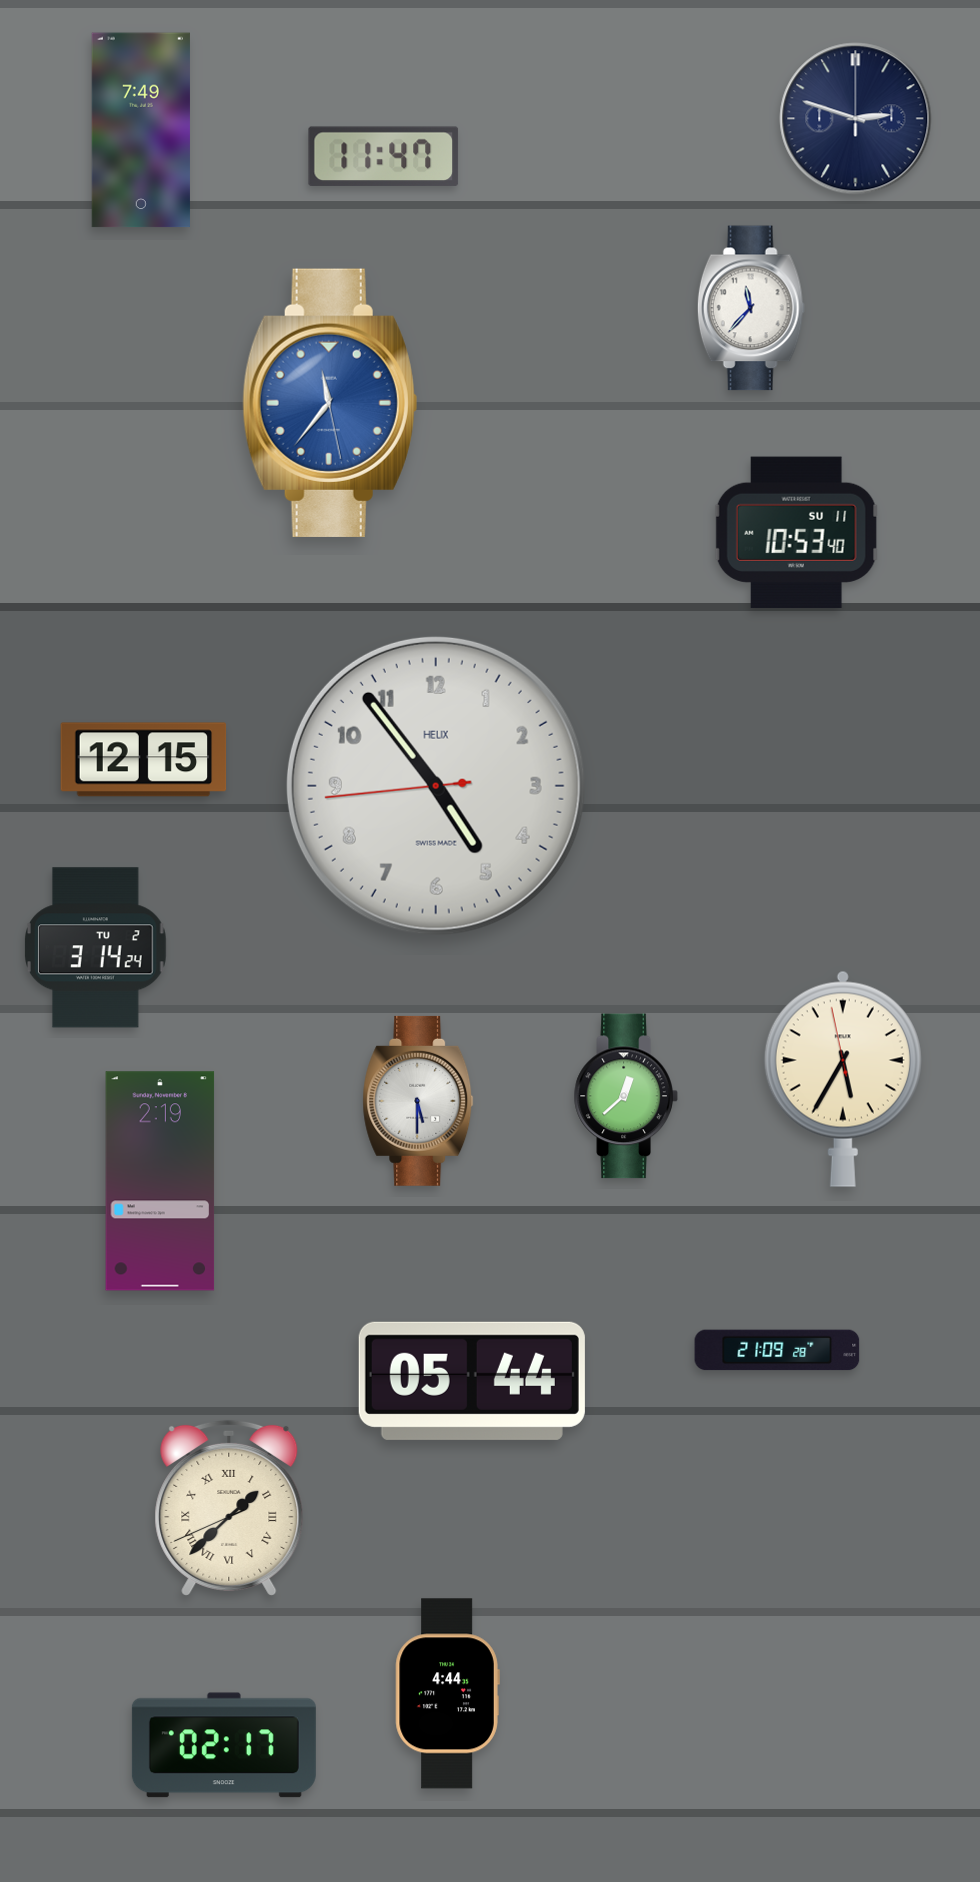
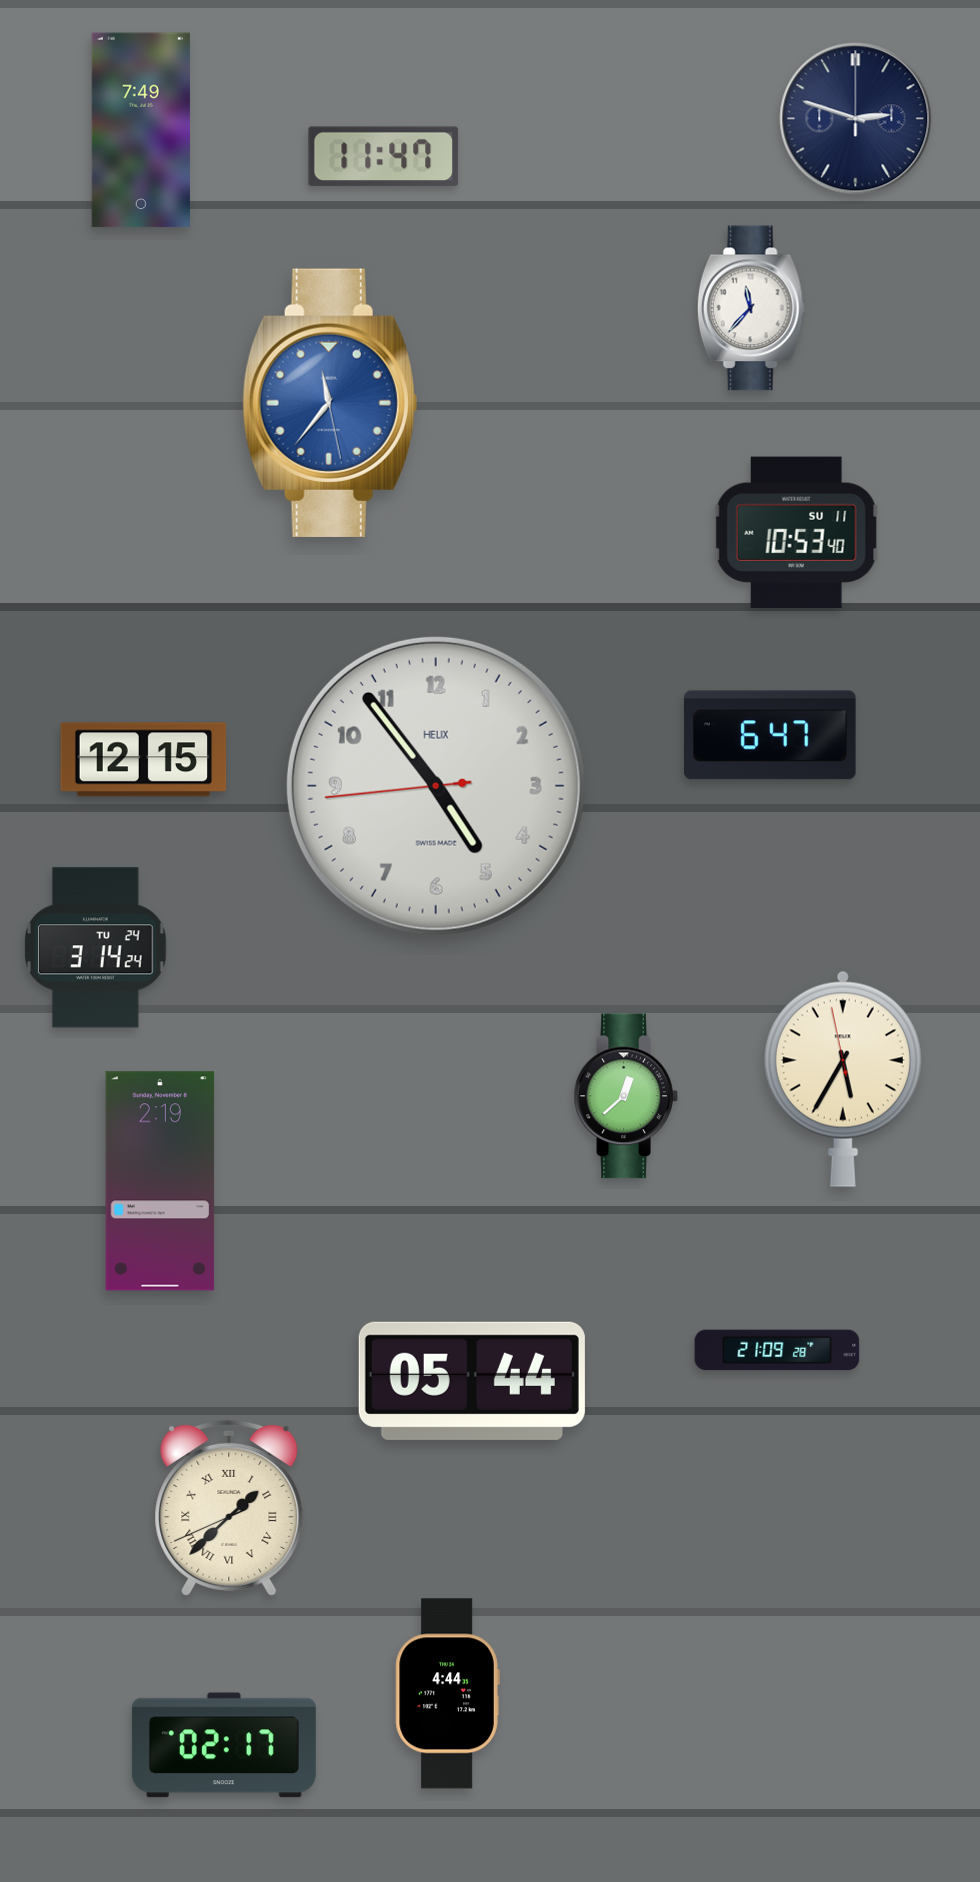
clock at (771, 735): none -> 6:47
clock at (96, 948) date: TU 2 -> TU 24
clock at (418, 1101): 5:30 -> none
